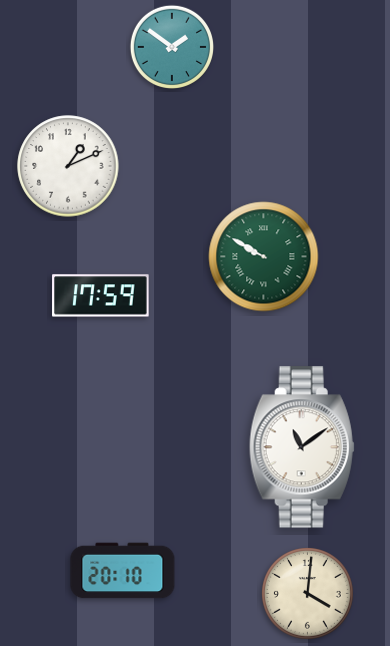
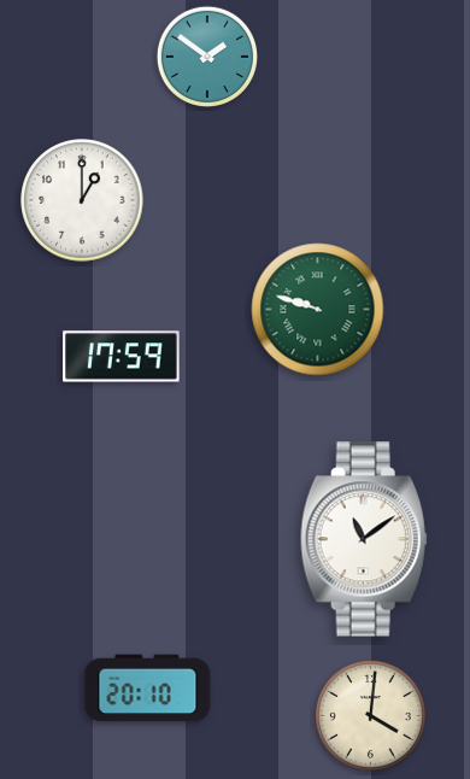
clock at (68, 166): 1:11 -> 1:00
clock at (264, 257): 9:50 -> 9:48
